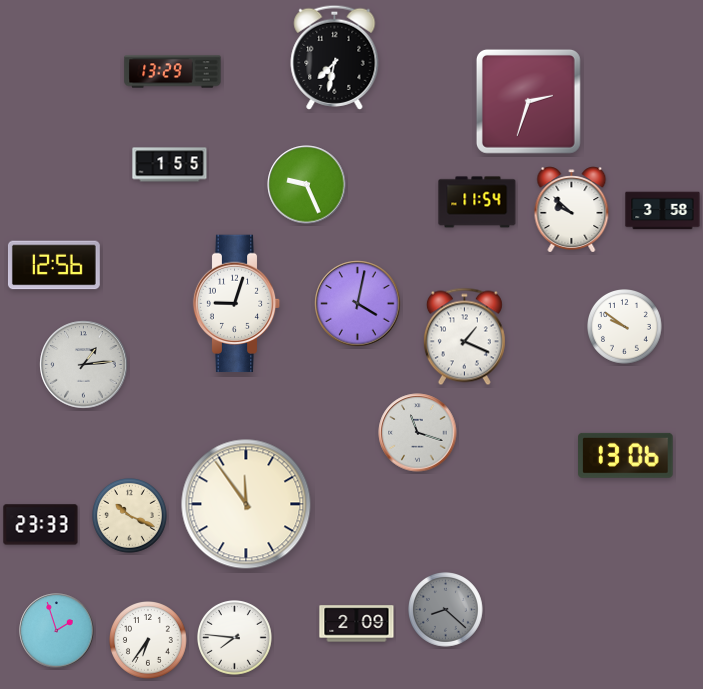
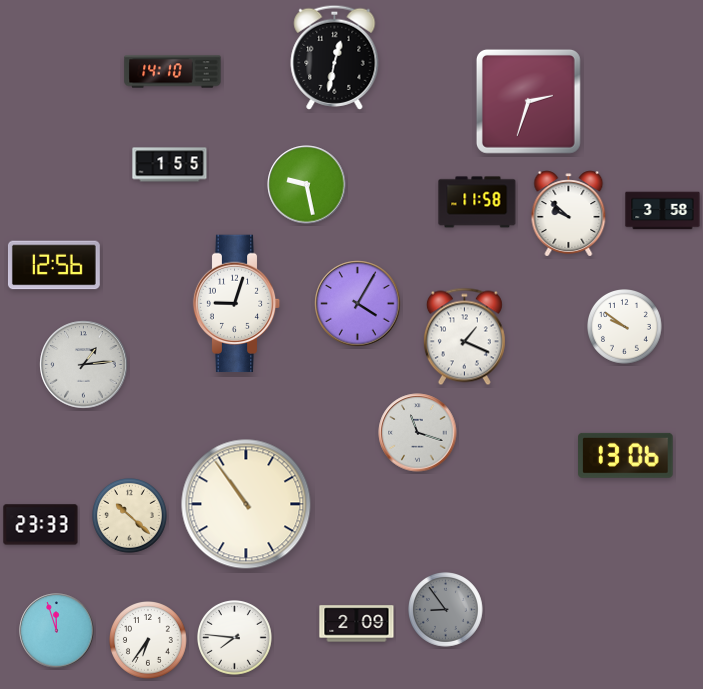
clock at (335, 57): 7:32 -> 12:32
clock at (173, 72): 13:29 -> 14:10
clock at (307, 185): 9:26 -> 9:28
clock at (477, 202): 11:54 -> 11:58
clock at (572, 210) position: (572, 210) -> (569, 214)
clock at (358, 304): 4:02 -> 4:05
clock at (246, 504): 11:54 -> 10:54
clock at (130, 516): 10:19 -> 10:22
clock at (446, 610): 8:22 -> 8:54
clock at (57, 631): 1:57 -> 11:57
